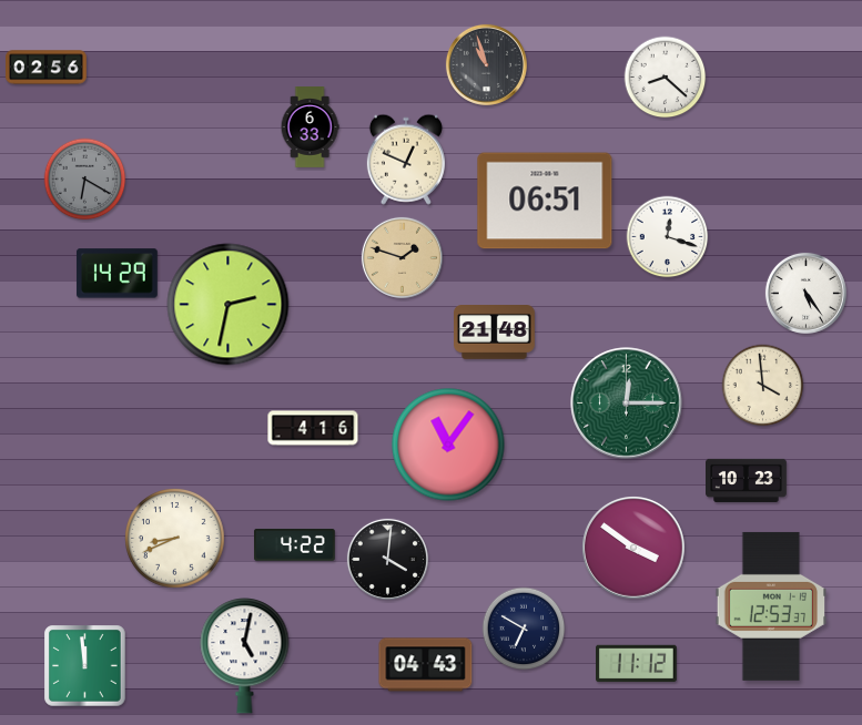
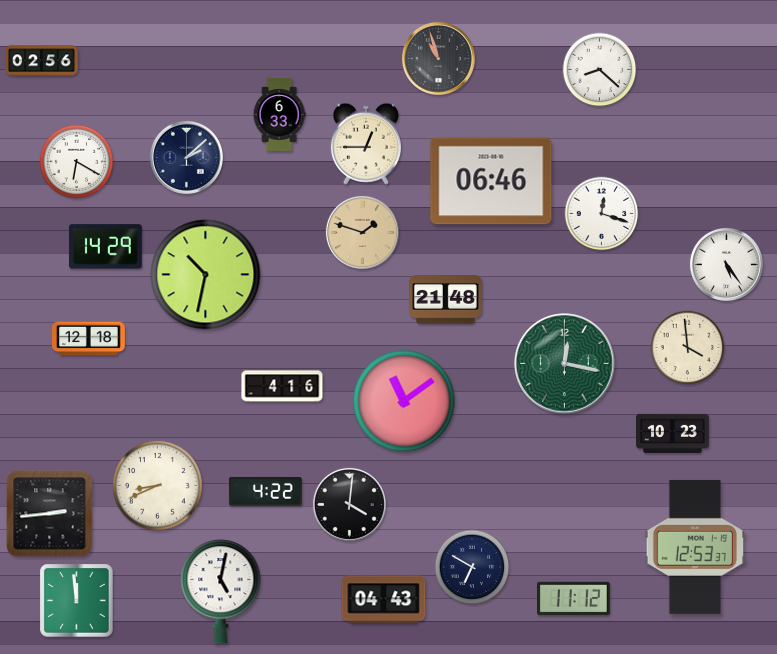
clock at (406, 160): 12:49 -> 12:45
clock at (186, 157): none -> 2:08
clock at (85, 180) dial: grey -> white
clock at (545, 201): 06:51 -> 06:46
clock at (229, 305): 2:32 -> 10:32
clock at (89, 339): none -> 12:18
clock at (627, 404): 12:15 -> 12:17
clock at (448, 445): 11:06 -> 11:09
clock at (633, 548): 3:51 -> none
clock at (50, 514): none -> 2:44
